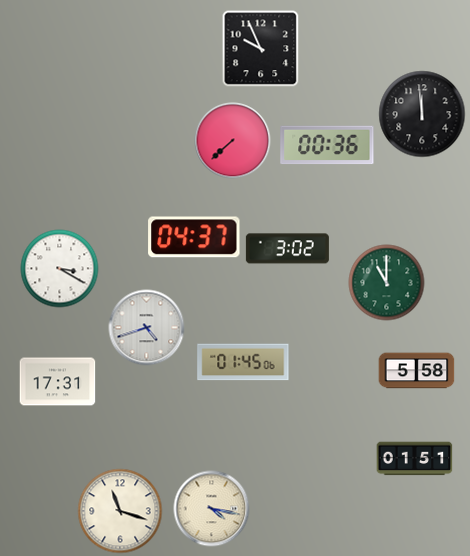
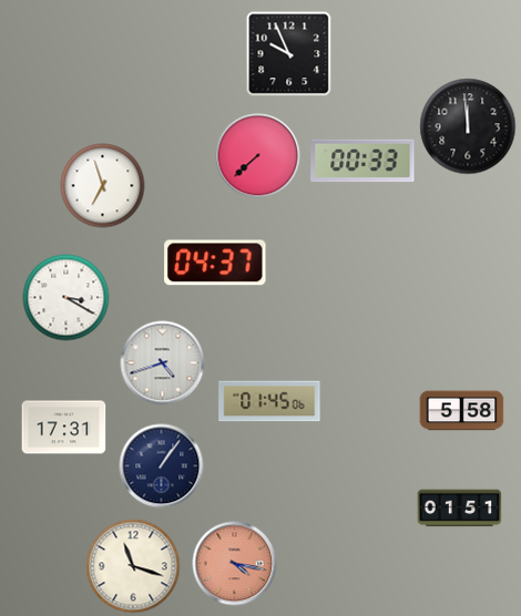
clock at (327, 145): 00:36 -> 00:33
clock at (103, 186): none -> 6:57
clock at (287, 249): 3:02 -> none
clock at (387, 283): 11:00 -> none
clock at (58, 382) position: (58, 382) -> (64, 428)
clock at (162, 466): none -> 1:06
clock at (212, 509) dial: cream -> salmon
